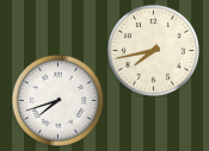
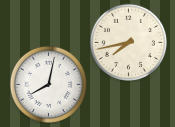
clock at (57, 100): 7:42 -> 8:02
